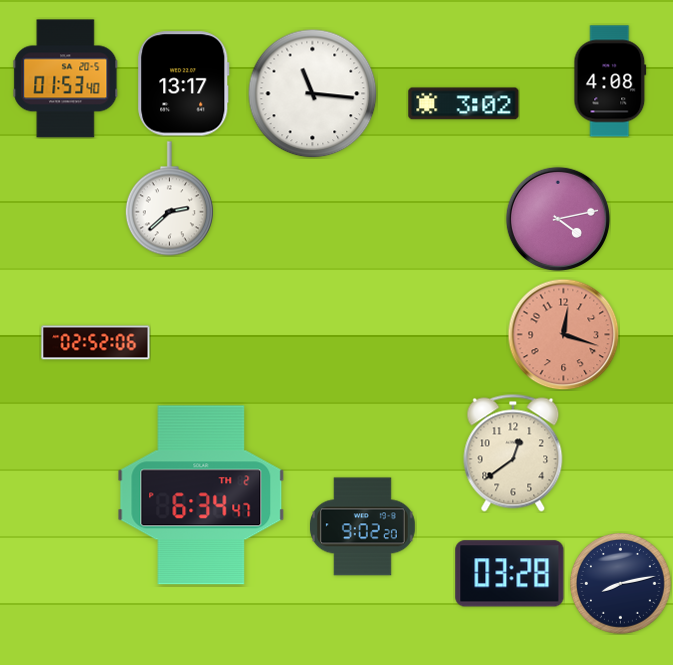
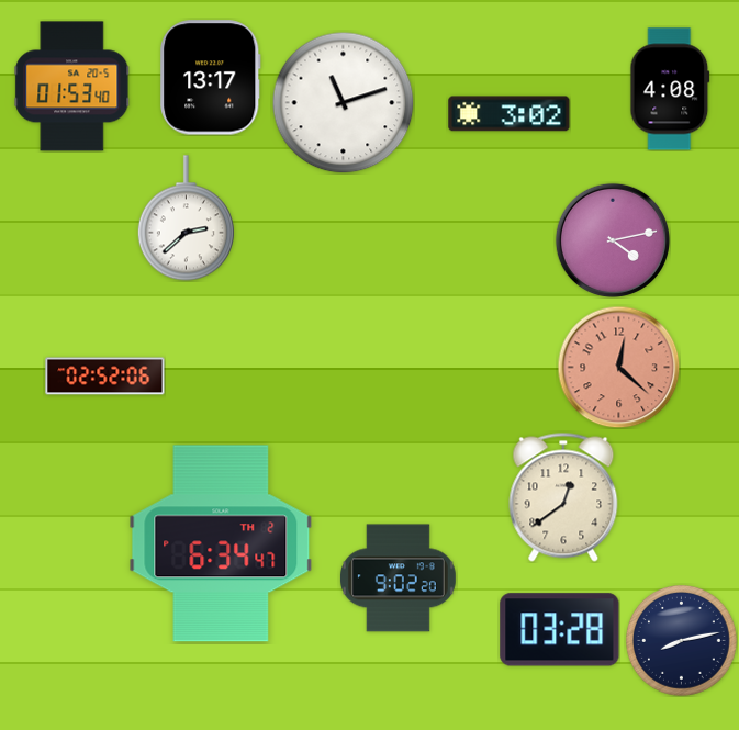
clock at (184, 84) position: (184, 84) -> (211, 78)
clock at (312, 93): 11:16 -> 11:12
clock at (563, 334): 12:18 -> 12:22
